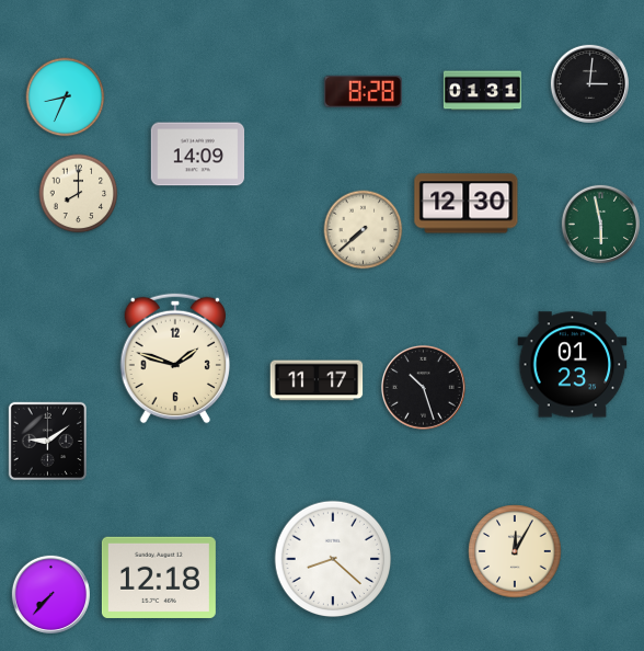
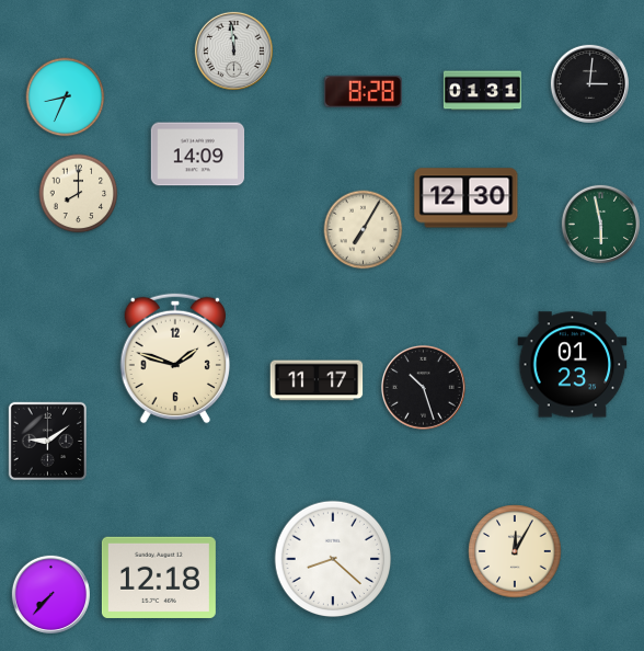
clock at (233, 50): none -> 11:59
clock at (467, 204) position: (467, 204) -> (467, 198)
clock at (364, 230): 7:38 -> 7:05
